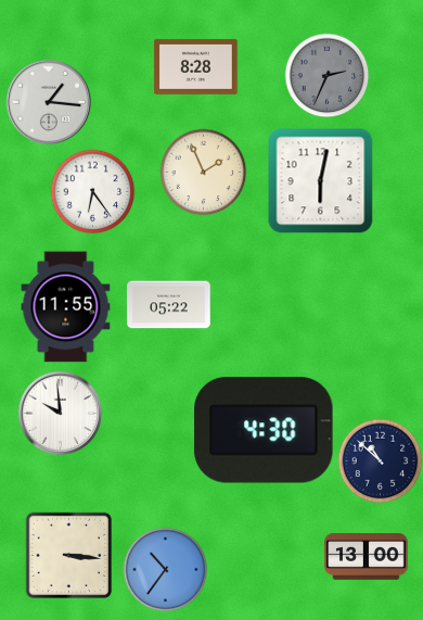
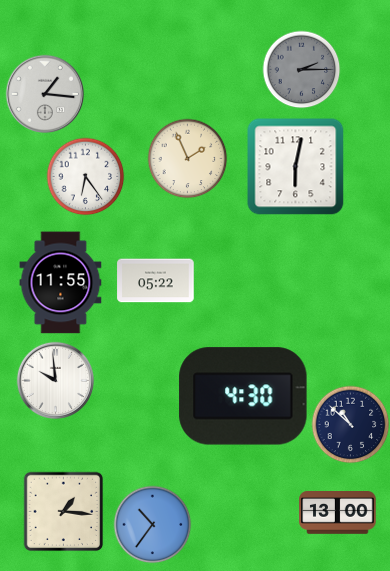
clock at (196, 66): 8:28 -> none
clock at (326, 75): 2:34 -> 2:15
clock at (68, 555): 3:16 -> 1:16
